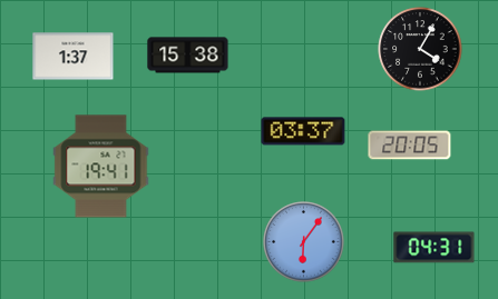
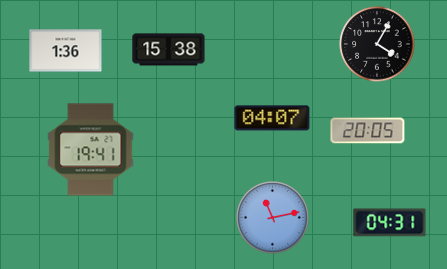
clock at (74, 57): 1:37 -> 1:36
clock at (303, 131): 03:37 -> 04:07
clock at (304, 242): 6:06 -> 11:13
